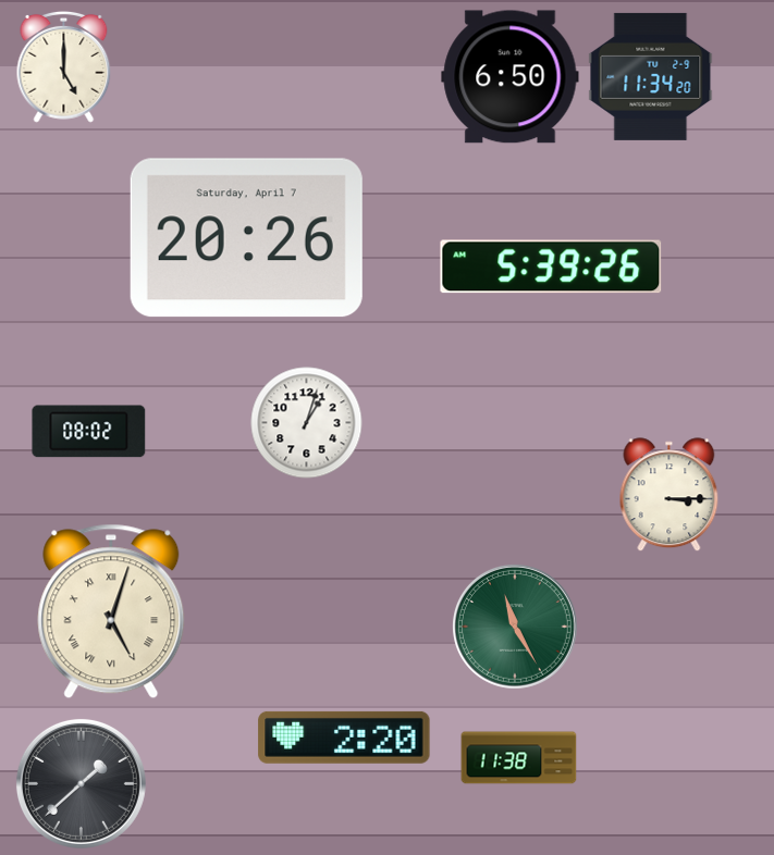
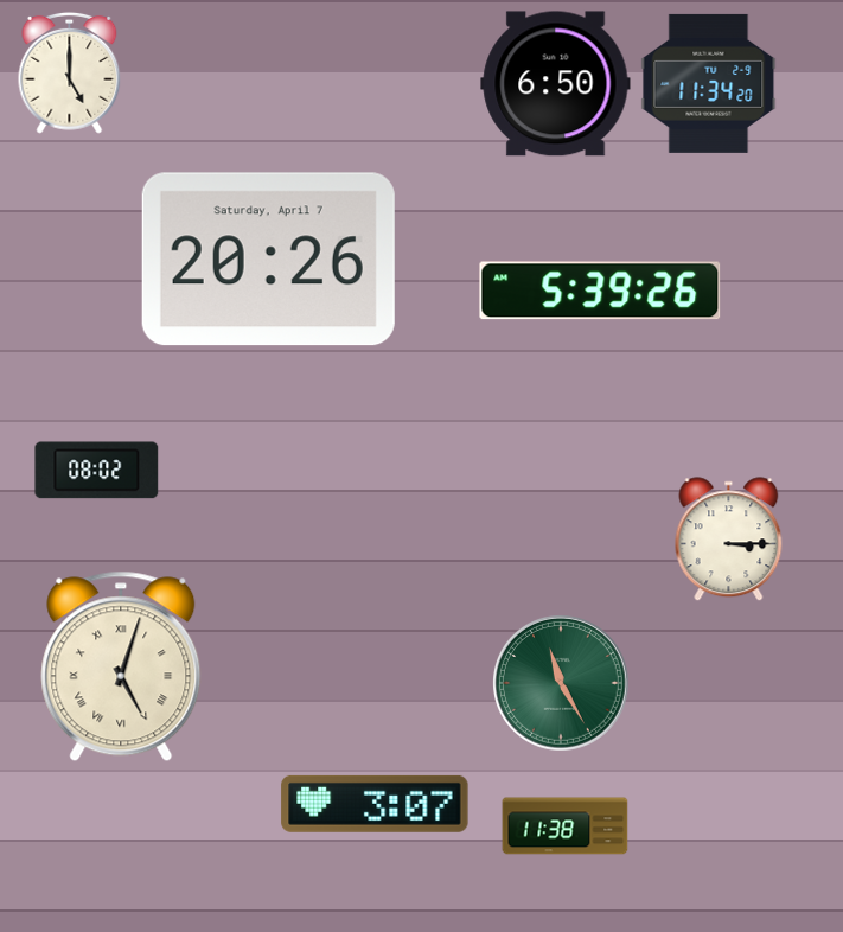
clock at (307, 423): 1:03 -> none
clock at (344, 738): 2:20 -> 3:07
clock at (81, 783): 1:38 -> none
